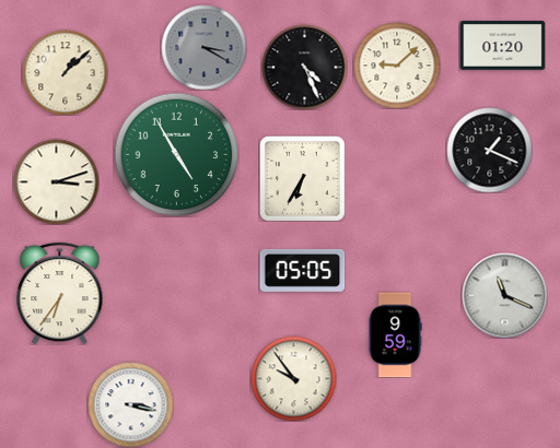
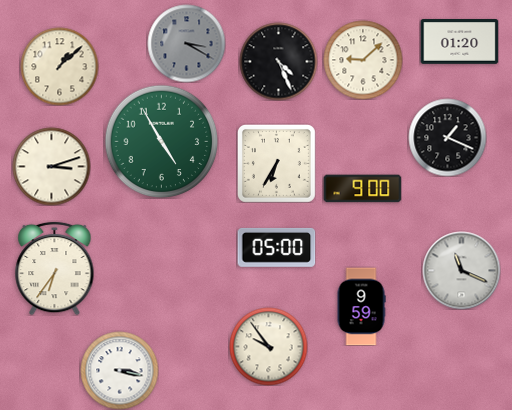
clock at (362, 189): none -> 9:00
clock at (302, 270): 05:05 -> 05:00
